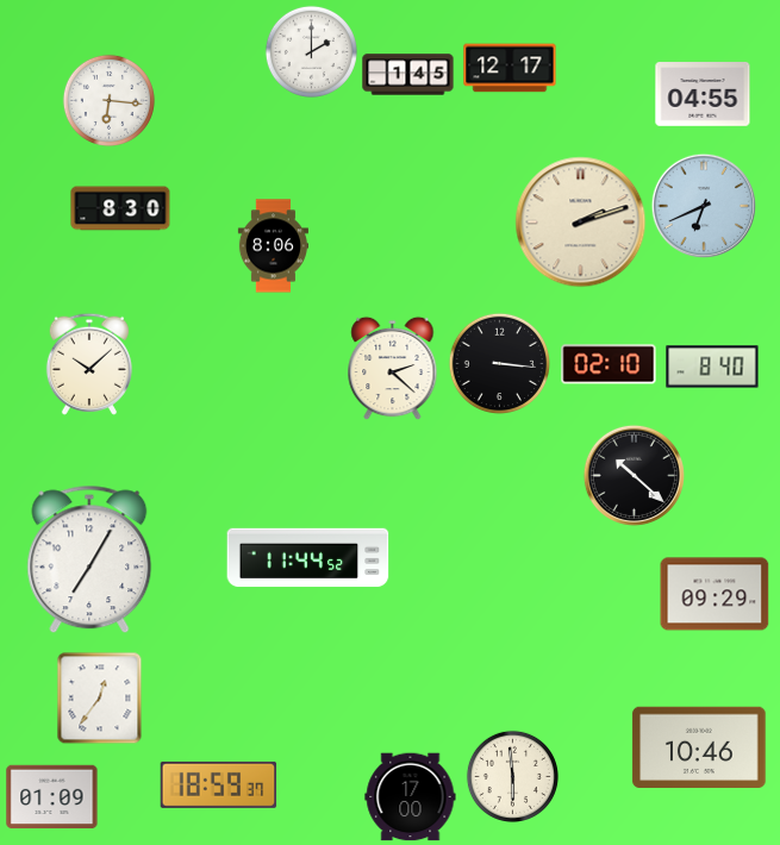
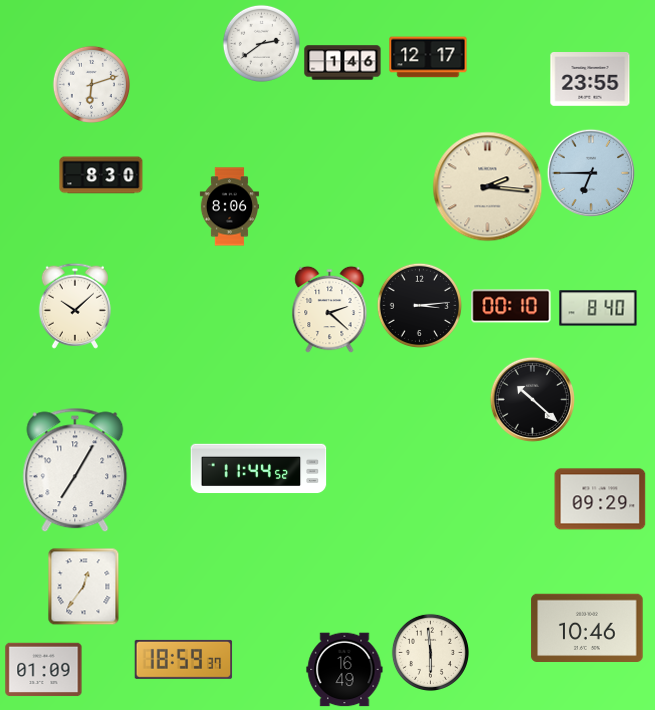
clock at (311, 51): 2:00 -> 2:39
clock at (408, 75): 1:45 -> 1:46
clock at (703, 94): 04:55 -> 23:55
clock at (108, 100): 6:16 -> 6:12
clock at (703, 205): 6:41 -> 6:45
clock at (581, 223): 2:12 -> 2:16
clock at (499, 363): 3:16 -> 3:14
clock at (609, 364): 02:10 -> 00:10
clock at (411, 797): 17:00 -> 16:49
